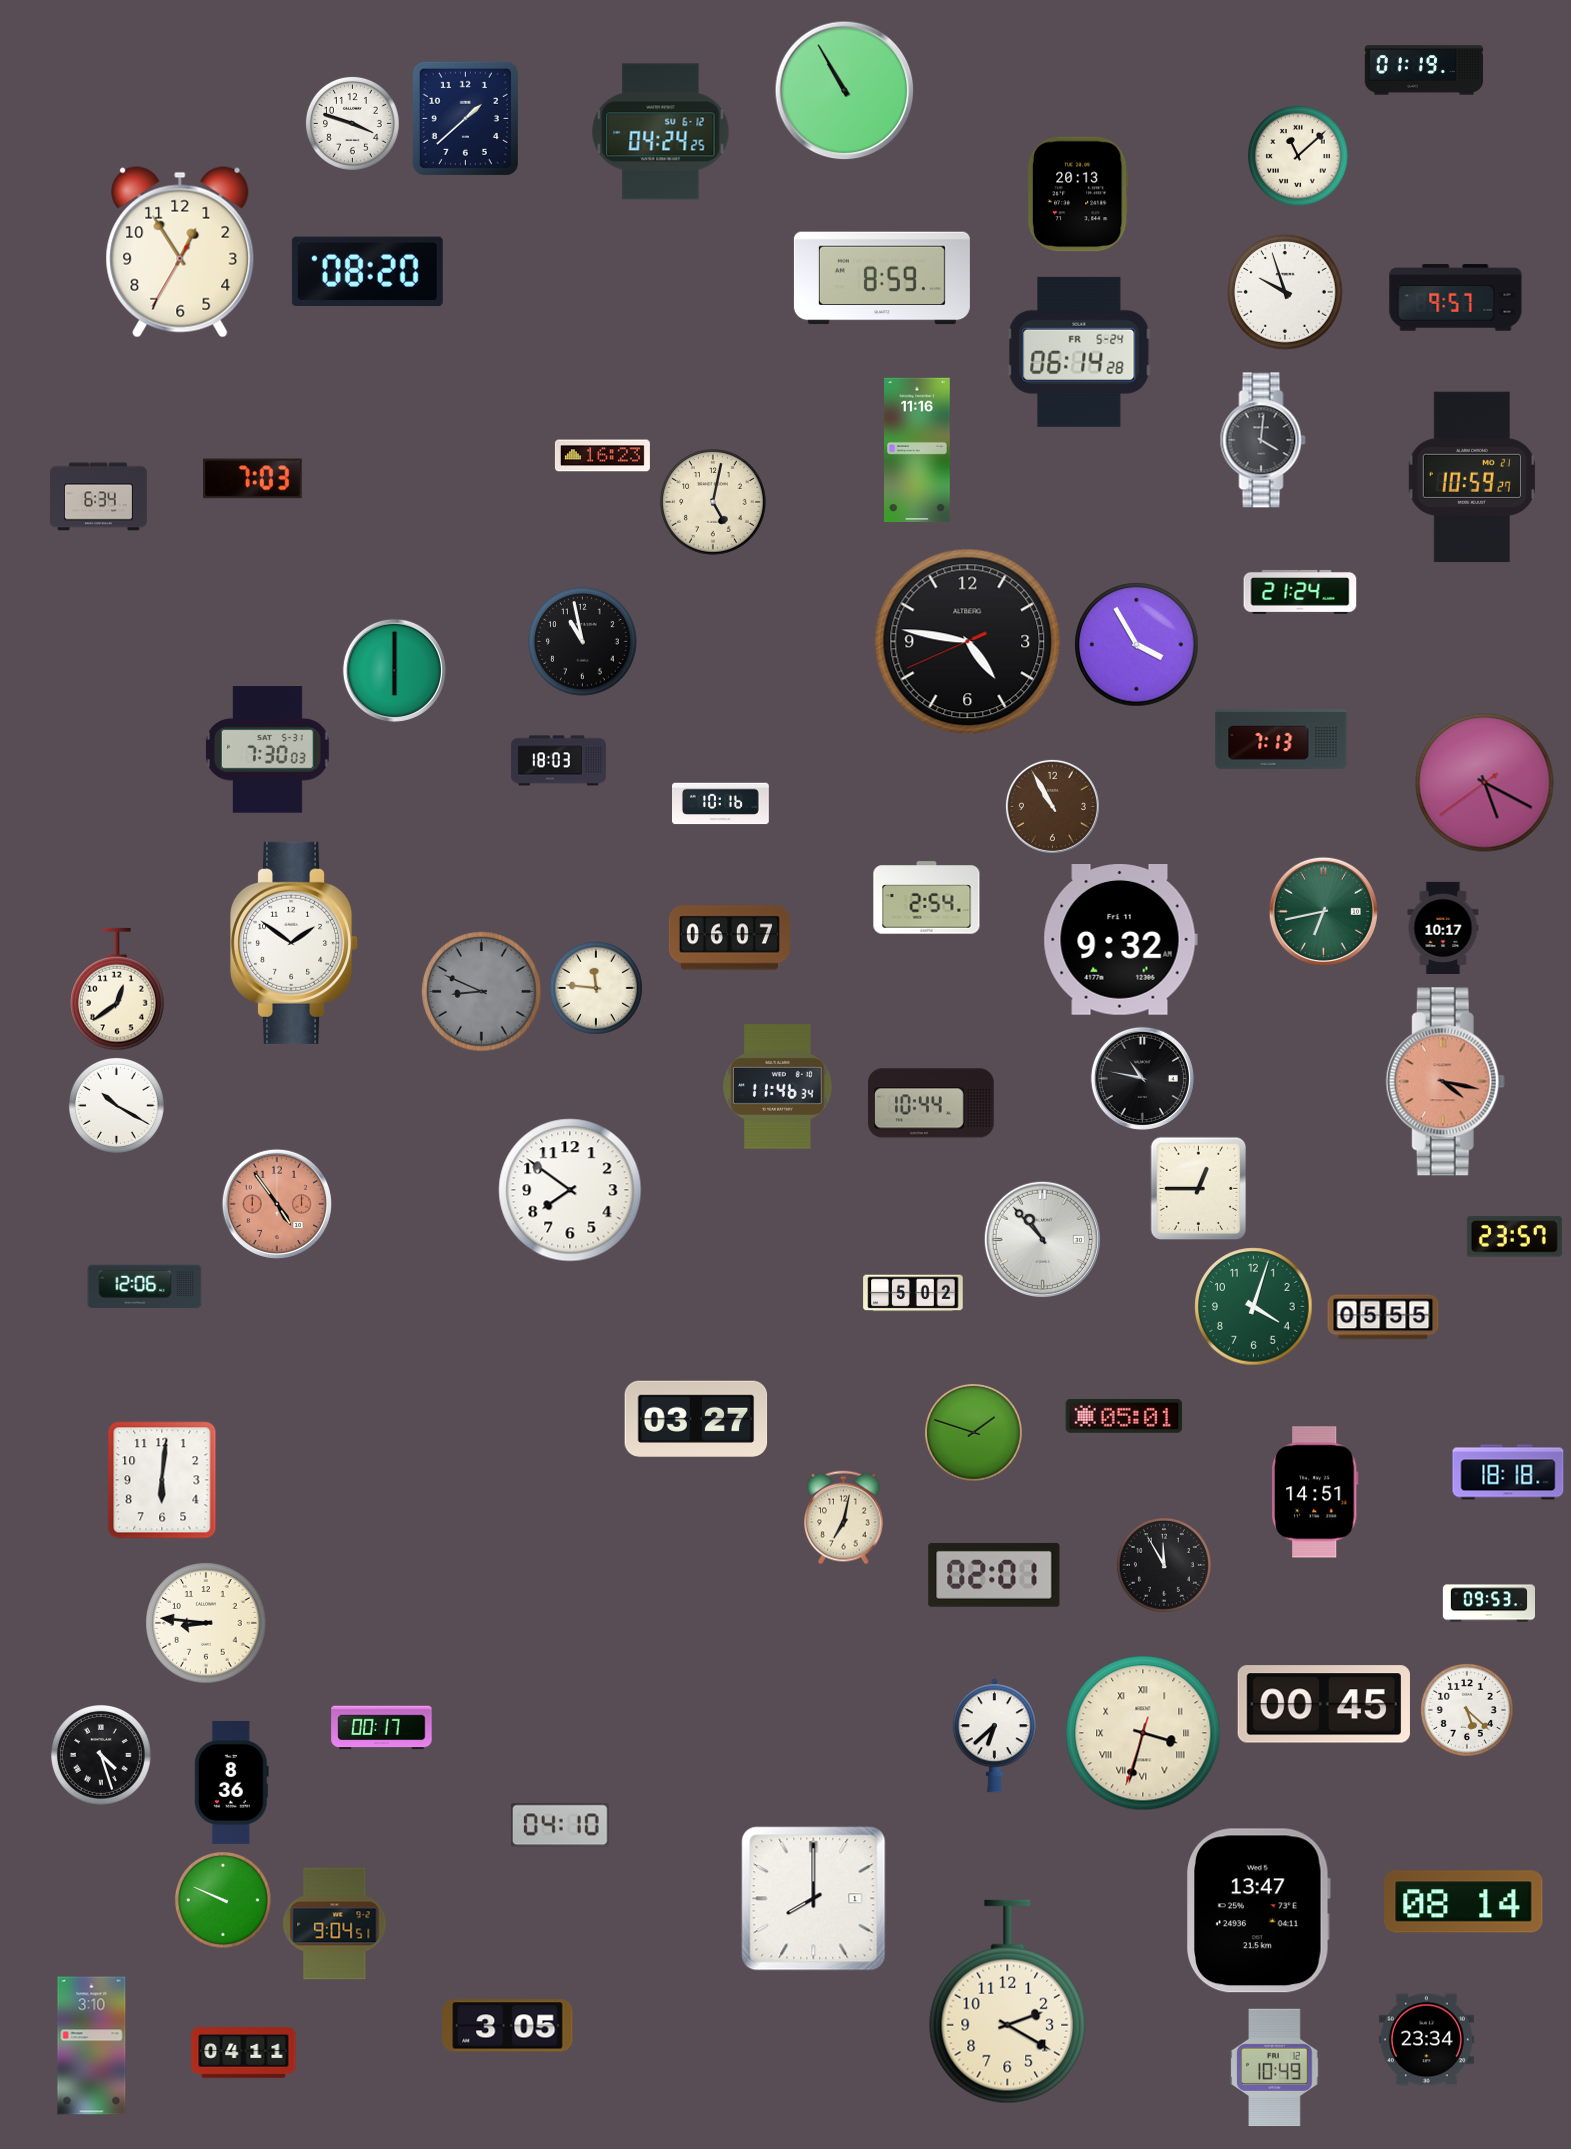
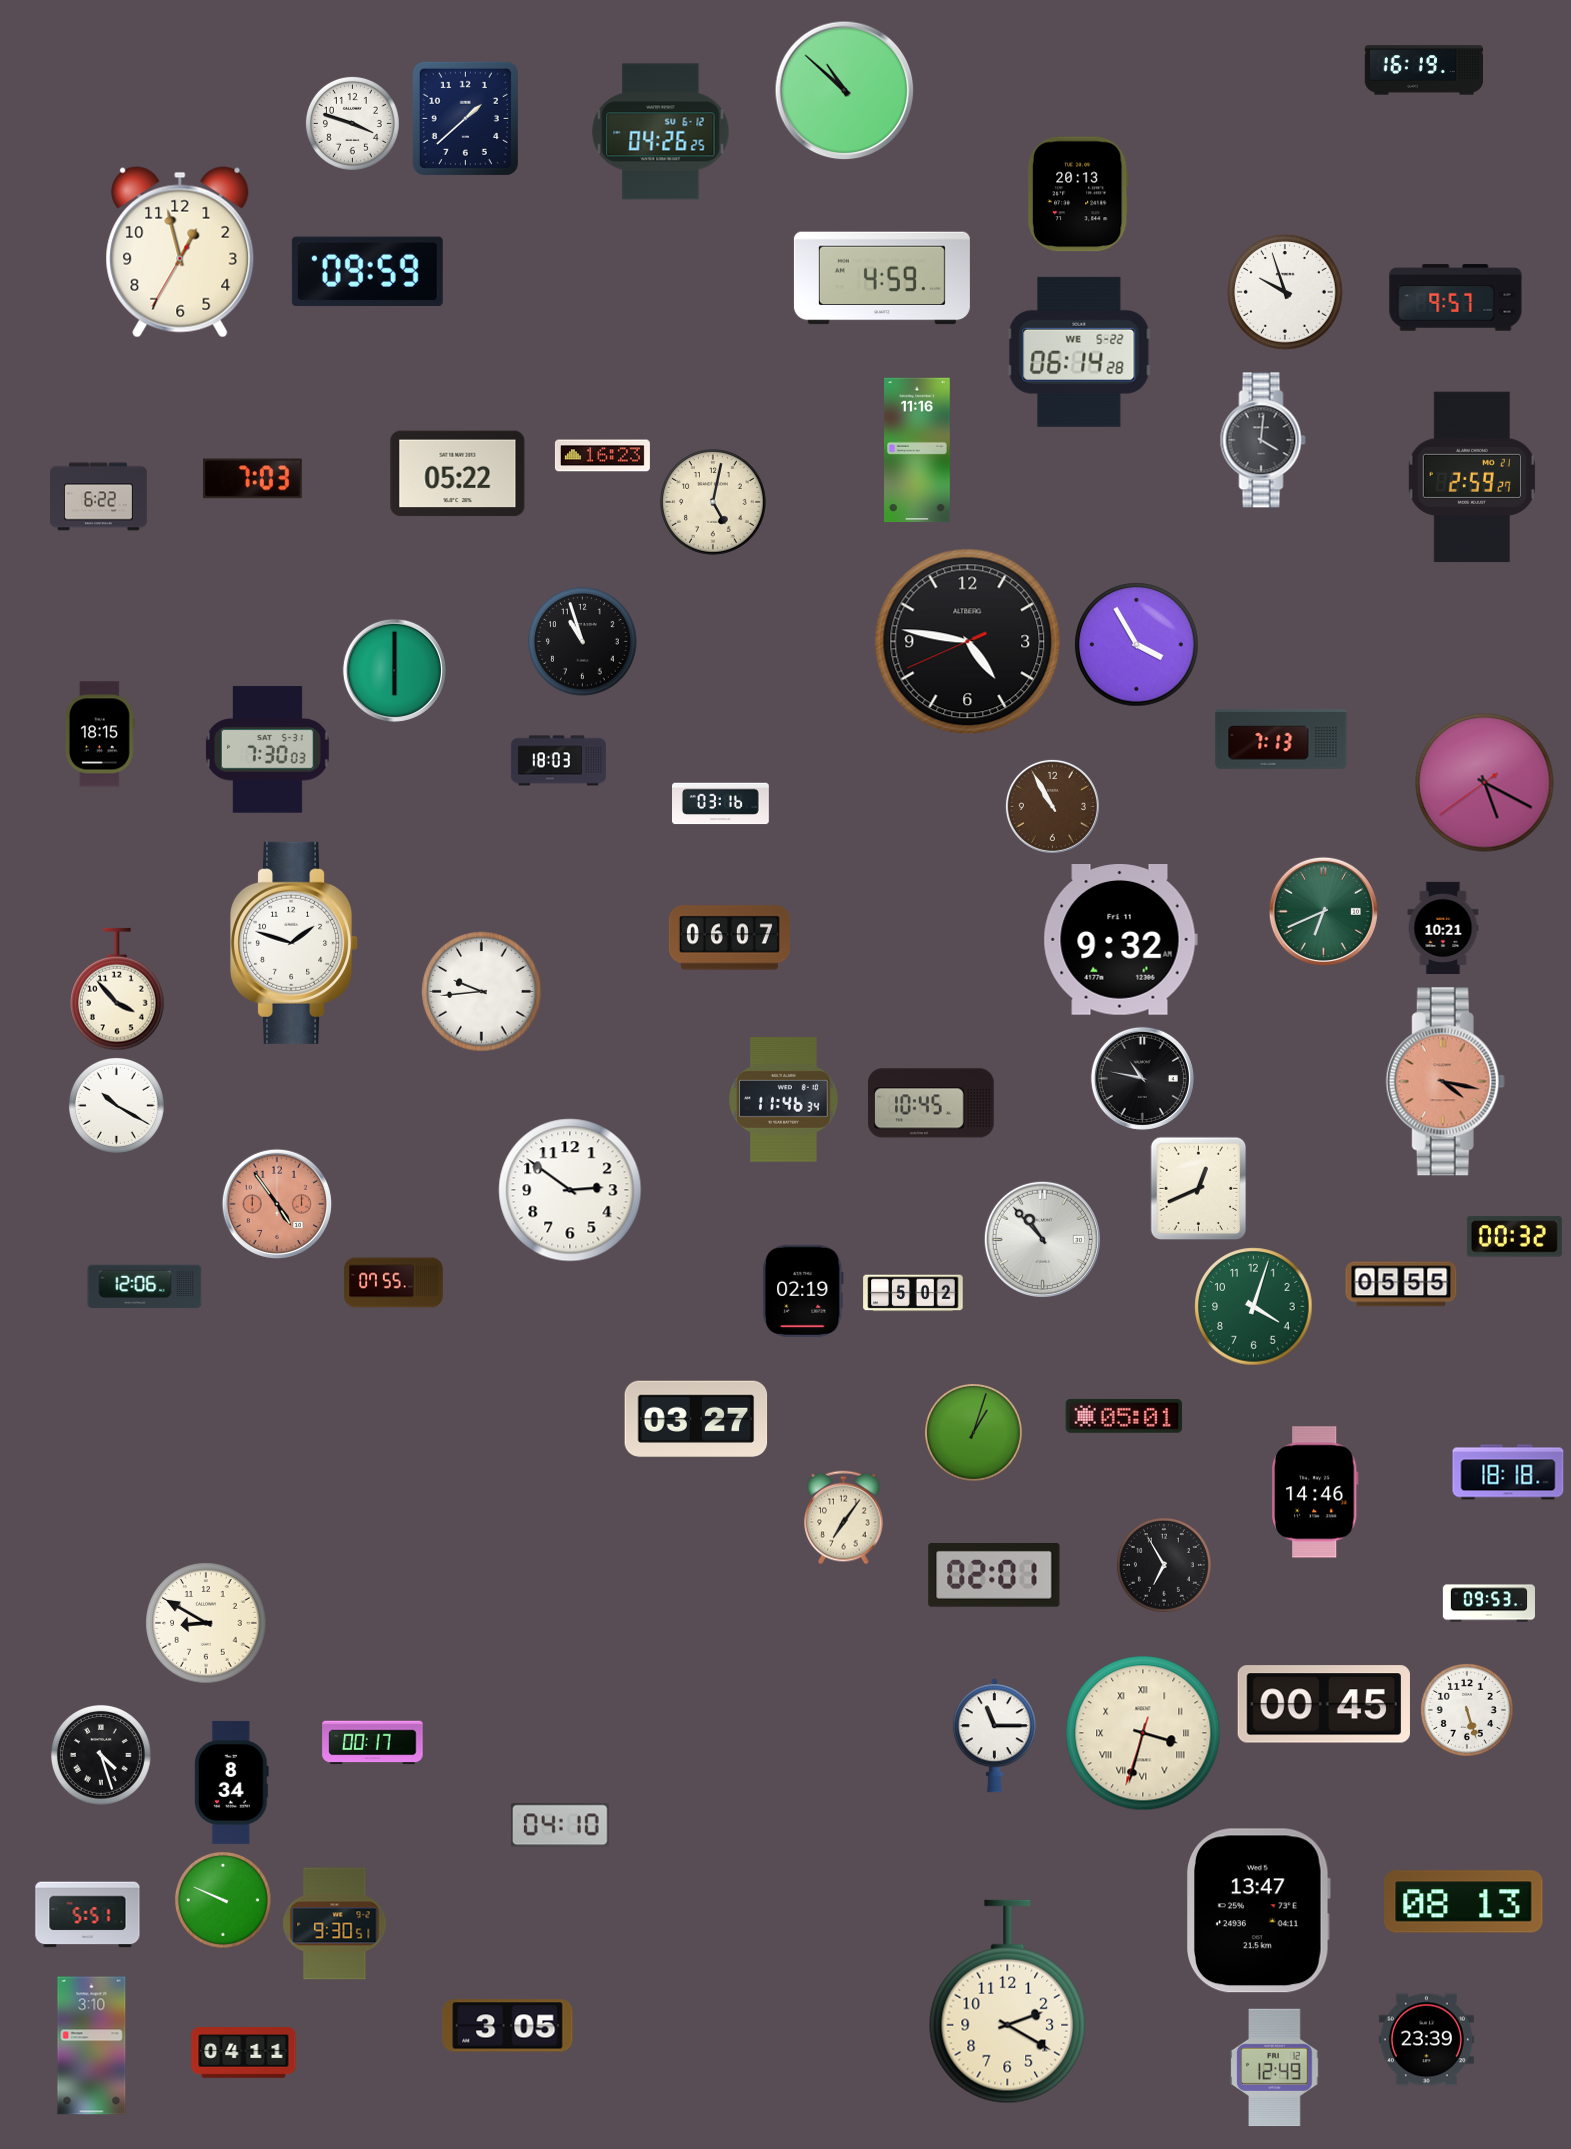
clock at (1424, 70): 01:19 -> 16:19
clock at (845, 91): 10:55 -> 10:52
clock at (661, 132): 04:24 -> 04:26
clock at (1298, 156): 11:08 -> none
clock at (180, 252): 12:54 -> 12:57
clock at (367, 272): 08:20 -> 09:59
clock at (882, 278): 8:59 -> 4:59
clock at (1079, 352) date: FR 5-24 -> WE 5-22
clock at (458, 474): none -> 05:22
clock at (1472, 477): 10:59 -> 2:59
clock at (99, 497): 6:34 -> 6:22
clock at (1300, 592): 21:24 -> none
clock at (583, 642): 10:58 -> 10:57
clock at (100, 734): none -> 18:15
clock at (721, 804): 10:16 -> 03:16
clock at (927, 898): 2:54 -> none
clock at (1323, 911): 6:43 -> 6:41
clock at (1443, 927): 10:17 -> 10:21
clock at (295, 943): 1:51 -> 1:48
clock at (596, 988): 11:46 -> none
clock at (117, 989): 12:39 -> 3:53
clock at (482, 992): 8:49 -> 9:44
clock at (482, 992) dial: grey -> white
clock at (778, 1087) position: (778, 1087) -> (784, 1100)
clock at (931, 1103): 10:44 -> 10:45
clock at (1199, 1189): 12:45 -> 12:41
clock at (570, 1190): 7:51 -> 2:51
clock at (1514, 1237): 23:57 -> 00:32
clock at (394, 1283): none -> 07:55
clock at (804, 1291): none -> 02:19
clock at (1383, 1317) position: (1383, 1317) -> (1401, 1284)
clock at (973, 1432): 1:48 -> 1:03
clock at (162, 1480): 6:01 -> none
clock at (1315, 1492): 14:51 -> 14:46
clock at (844, 1518): 7:02 -> 7:06
clock at (1164, 1565): 11:55 -> 6:55
clock at (206, 1623): 8:46 -> 8:50
clock at (1467, 1710): 5:22 -> 5:27
clock at (382, 1728) position: (382, 1728) -> (373, 1743)
clock at (994, 1736): 6:38 -> 11:15
clock at (231, 1782): 8:36 -> 8:34
clock at (814, 1899): 8:00 -> none
clock at (1464, 1902): 08:14 -> 08:13
clock at (88, 1915): none -> 5:51
clock at (335, 1924): 9:04 -> 9:30
clock at (1426, 2040): 23:34 -> 23:39
clock at (1275, 2068): 10:49 -> 12:49
